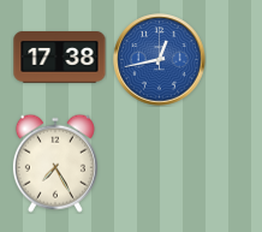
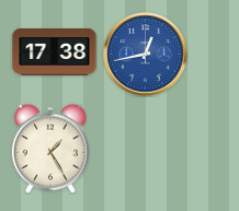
clock at (55, 163): 7:25 -> 1:25
